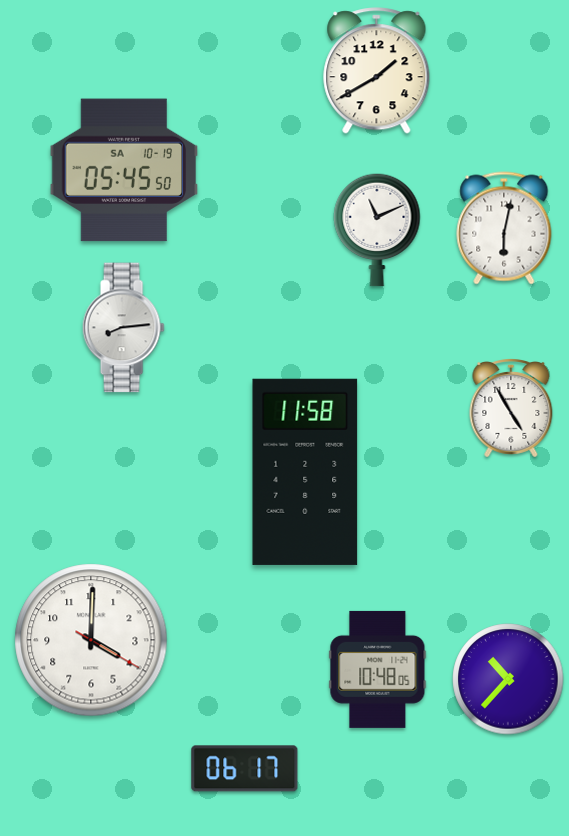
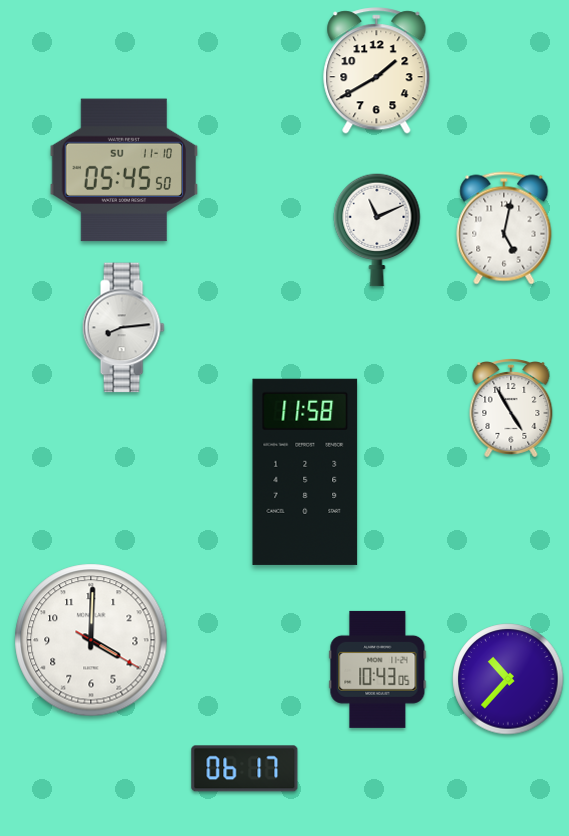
clock at (124, 170) date: SA 10-19 -> SU 11-10
clock at (504, 228): 6:02 -> 5:02
clock at (378, 669): 10:48 -> 10:43
